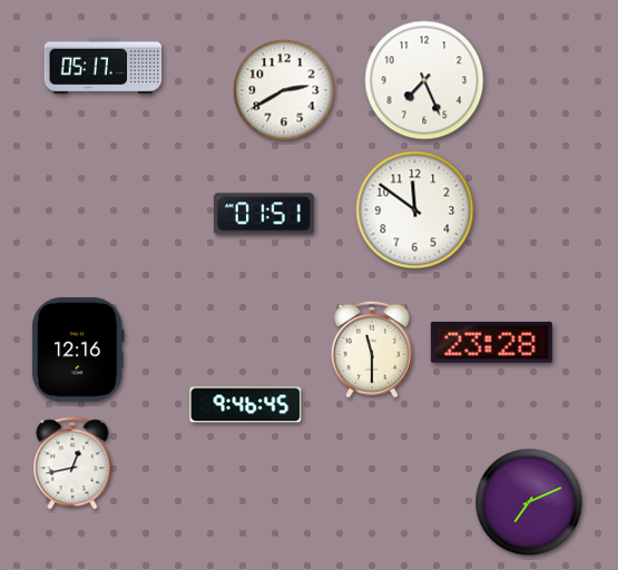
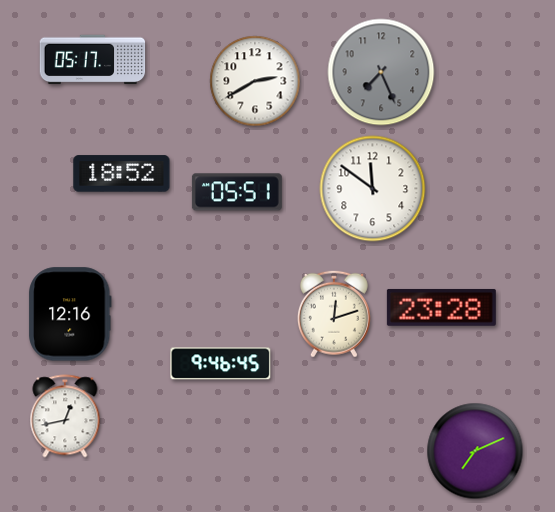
clock at (424, 80) dial: white -> grey
clock at (122, 174): none -> 18:52
clock at (264, 214): 01:51 -> 05:51
clock at (372, 350): 11:30 -> 12:12
